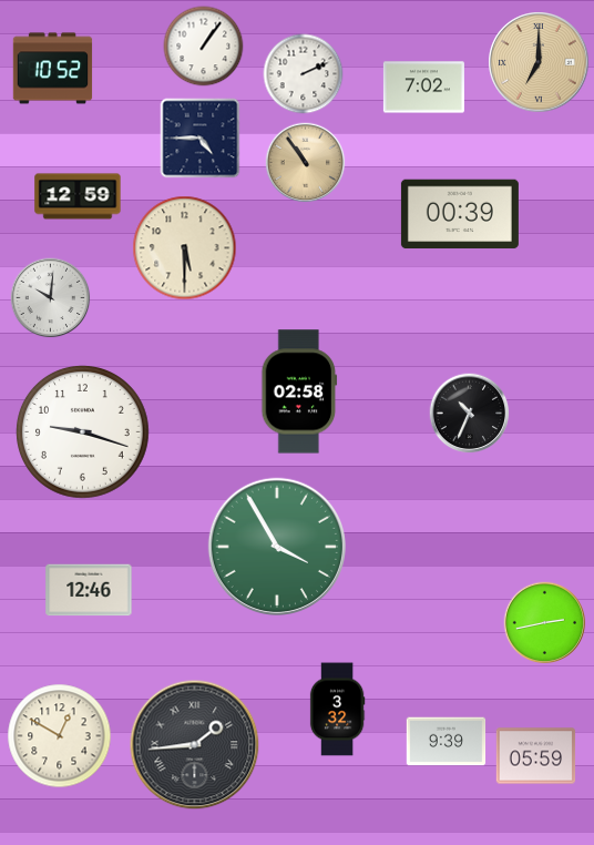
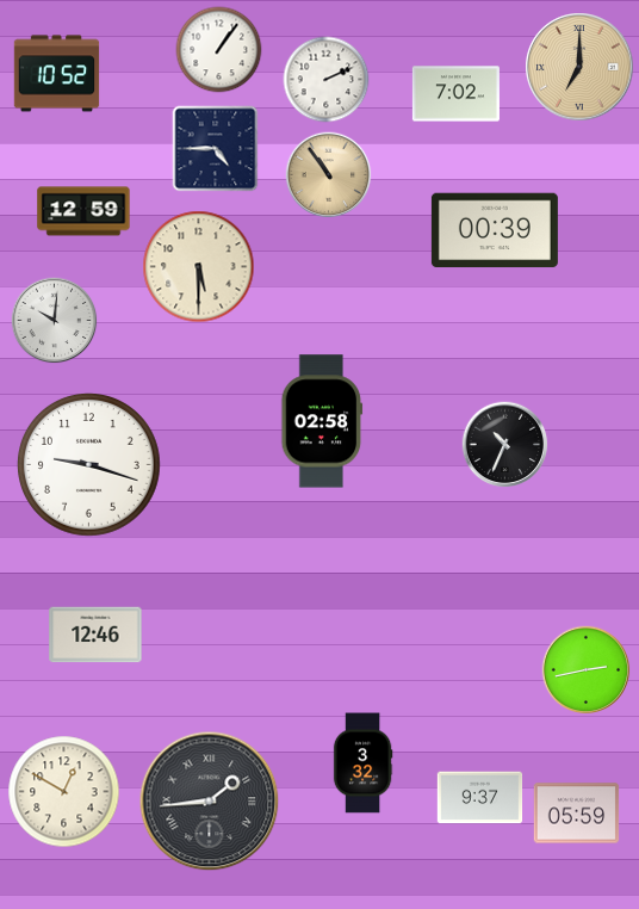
clock at (276, 546): 3:55 -> none
clock at (447, 742): 9:39 -> 9:37
